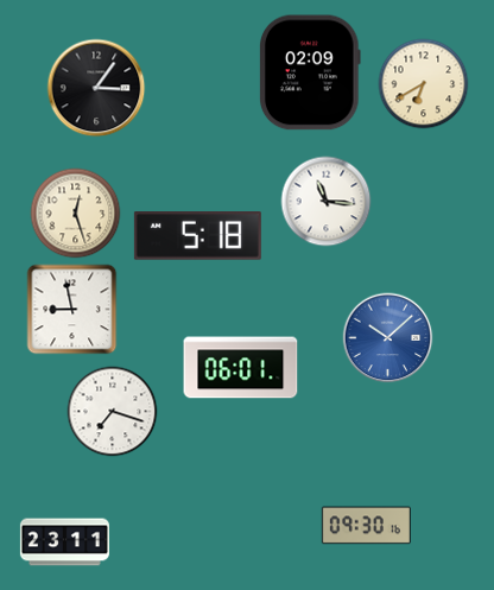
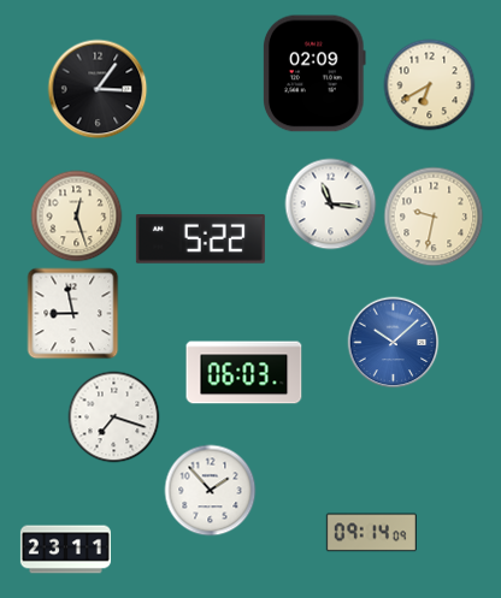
clock at (434, 217): none -> 9:32
clock at (197, 236): 5:18 -> 5:22
clock at (241, 368): 06:01 -> 06:03
clock at (211, 491): none -> 1:53
clock at (366, 526): 09:30 -> 09:14
